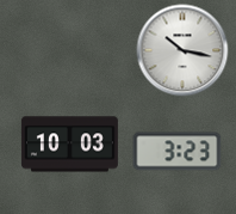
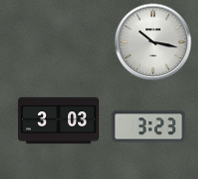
clock at (69, 145): 10:03 -> 3:03
